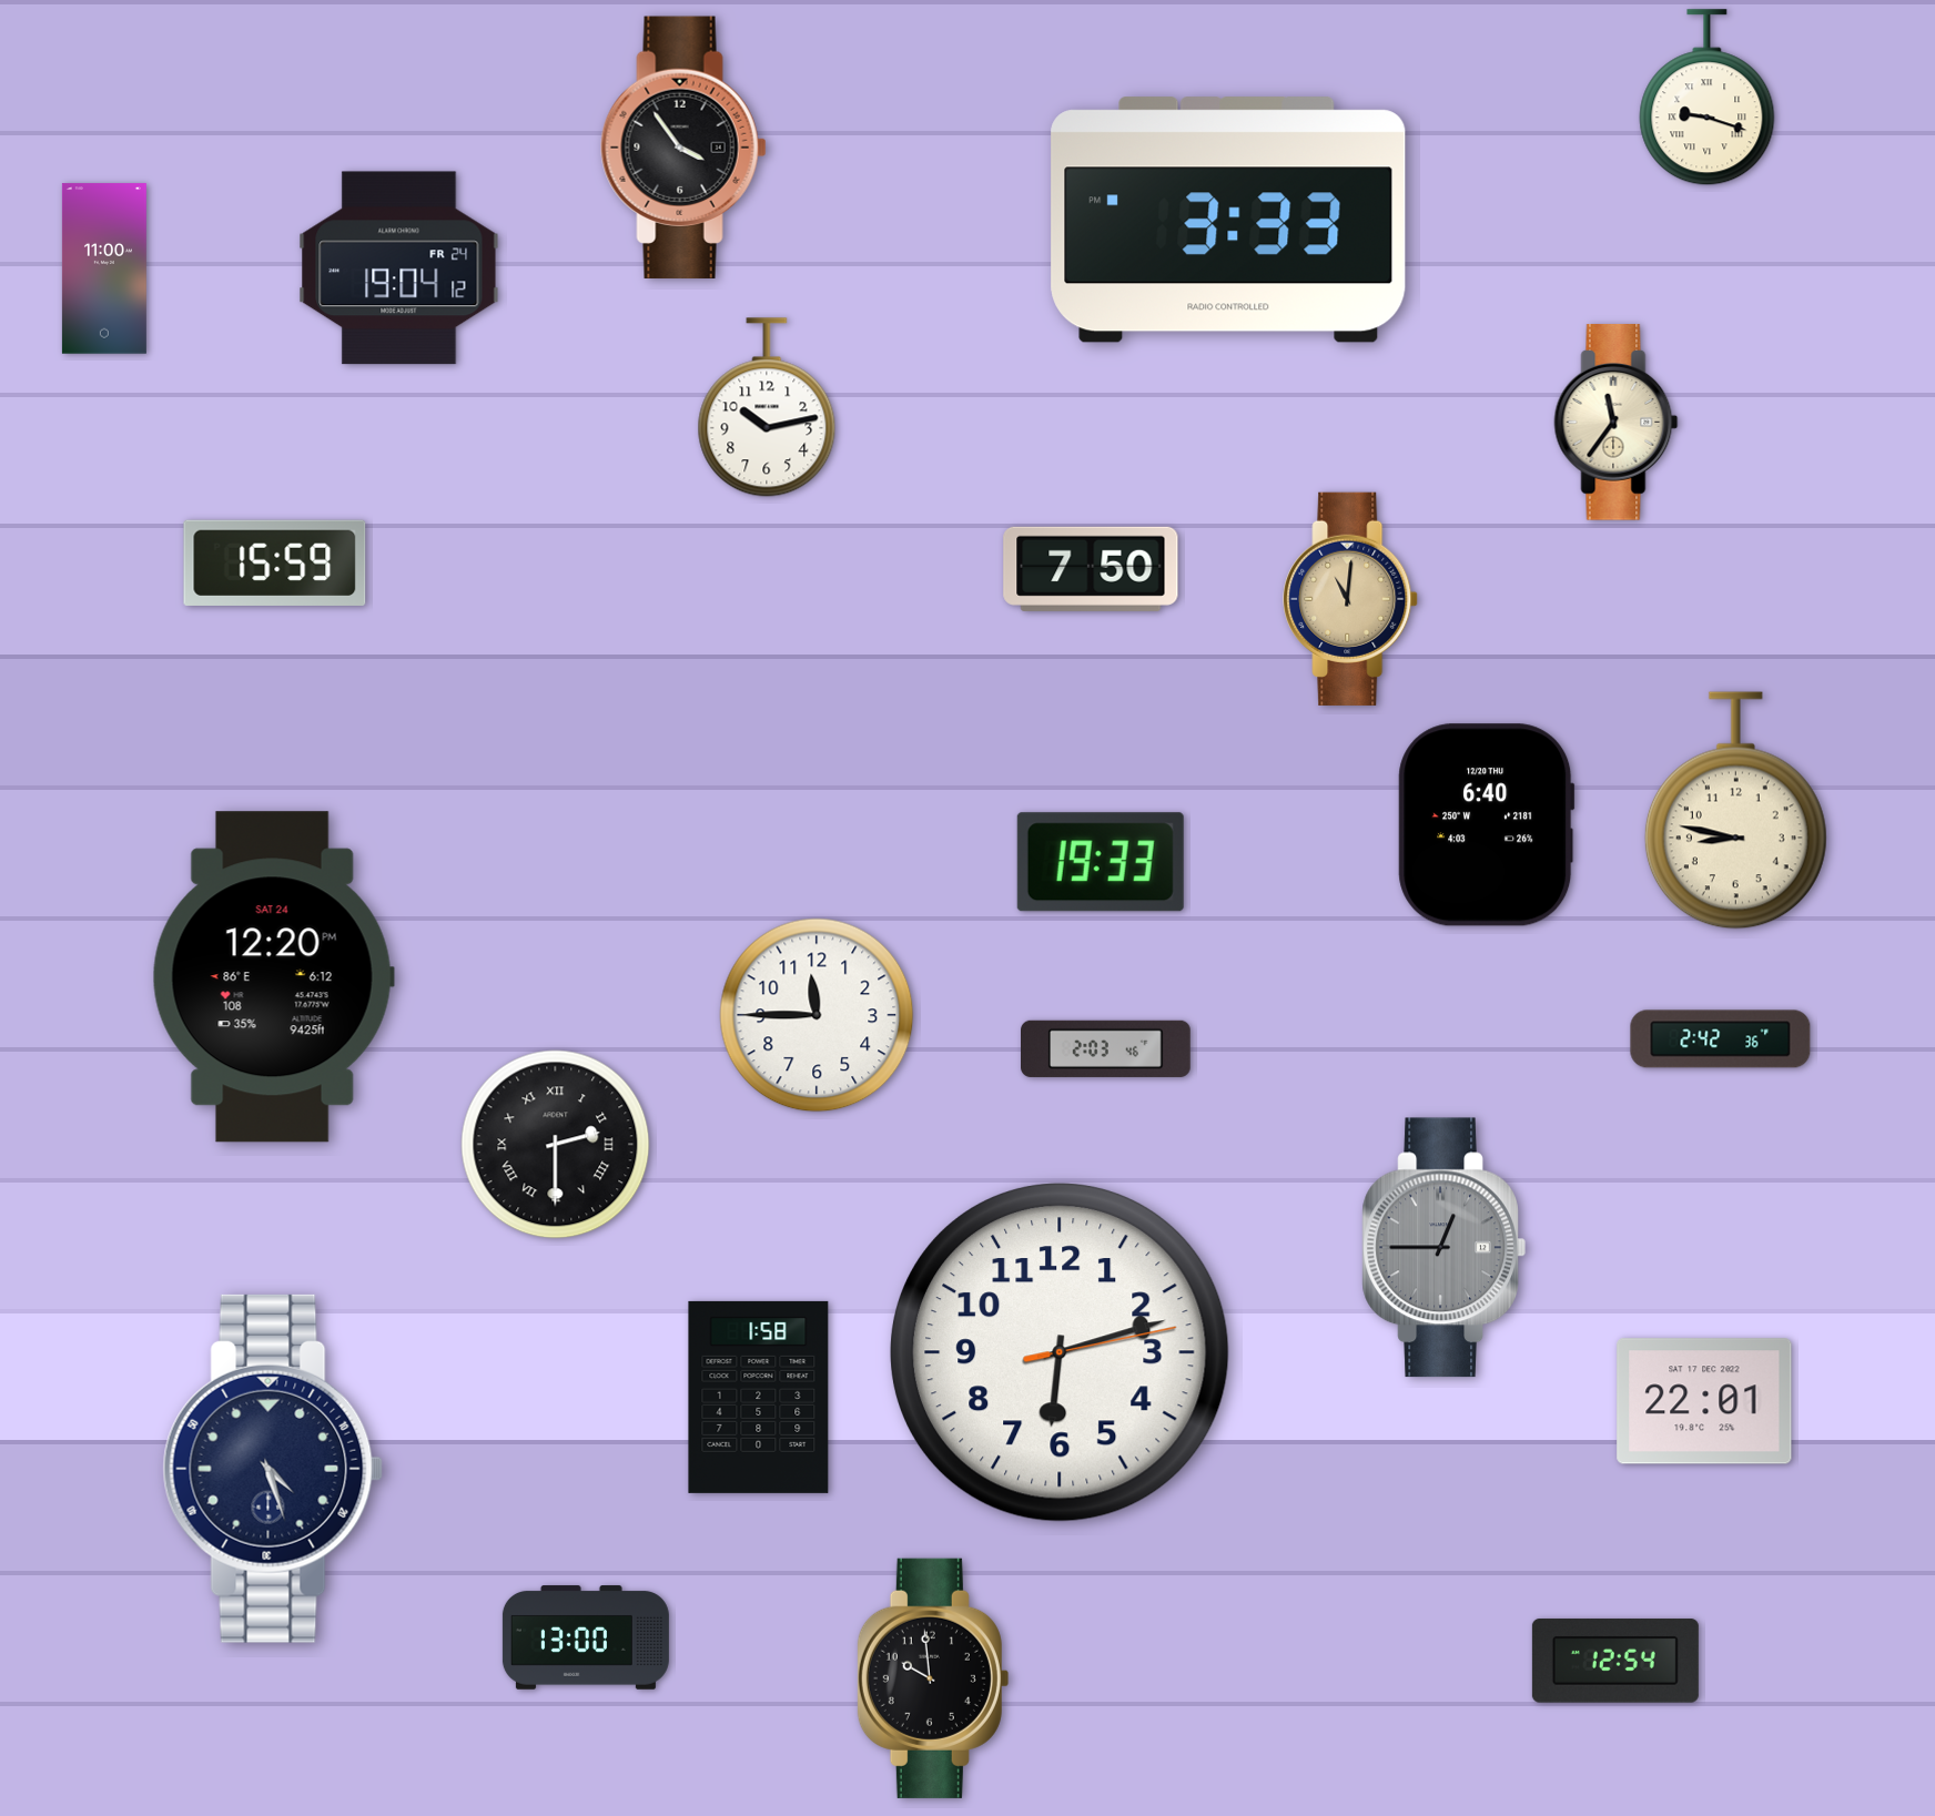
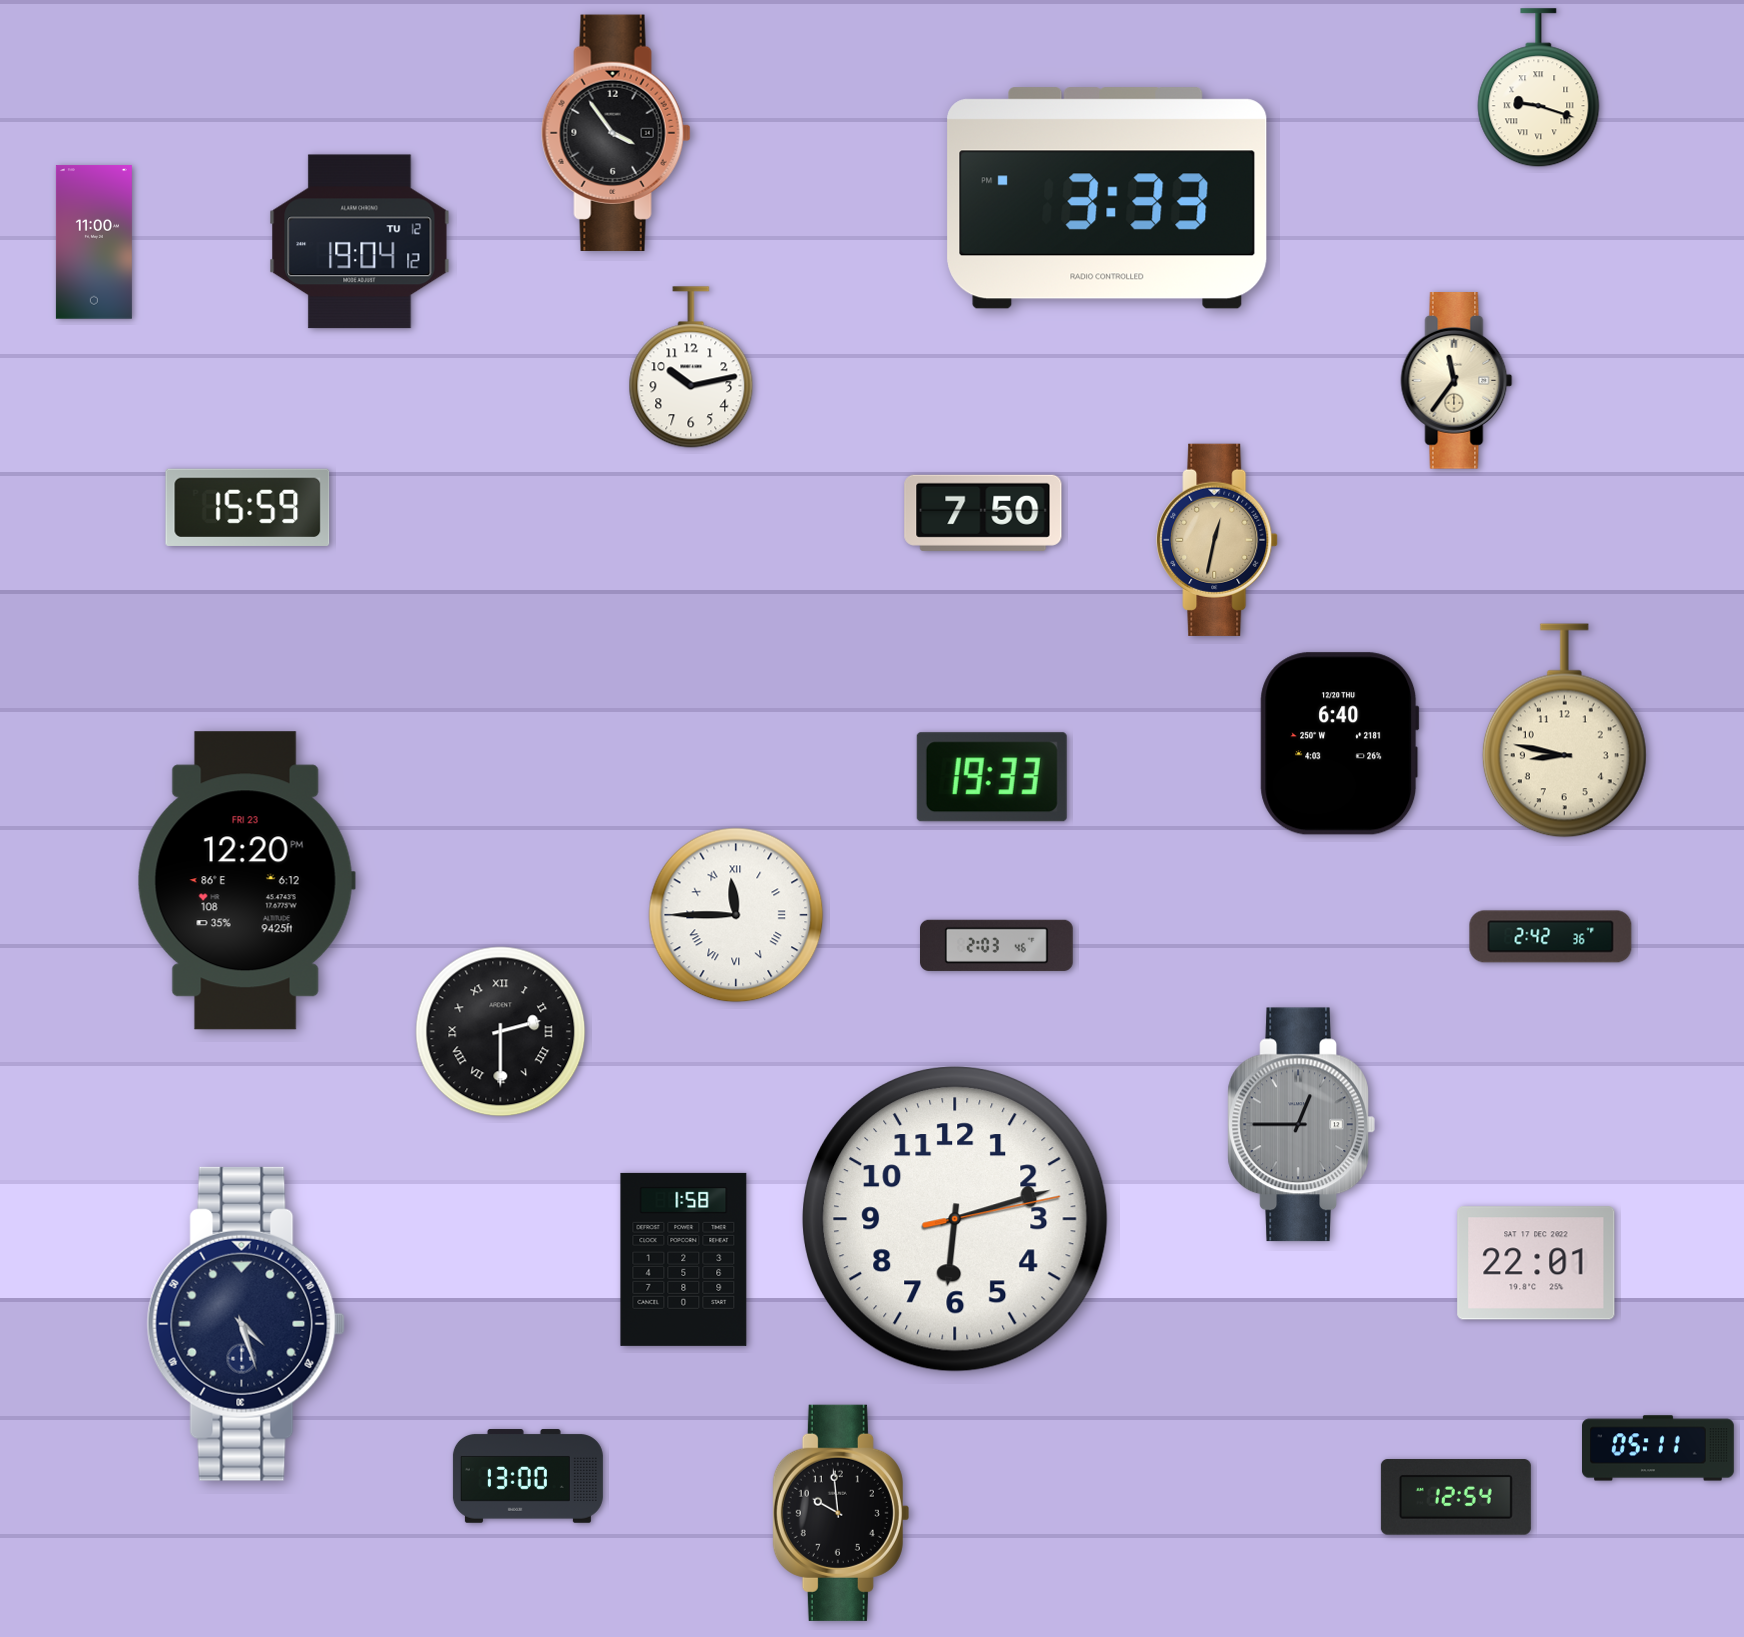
clock at (399, 268) date: FR 24 -> TU 12
clock at (1350, 599): 11:01 -> 12:32
clock at (273, 977) date: SAT 24 -> FRI 23
clock at (817, 1015) numerals: Arabic -> Roman
clock at (1659, 1448): none -> 05:11
